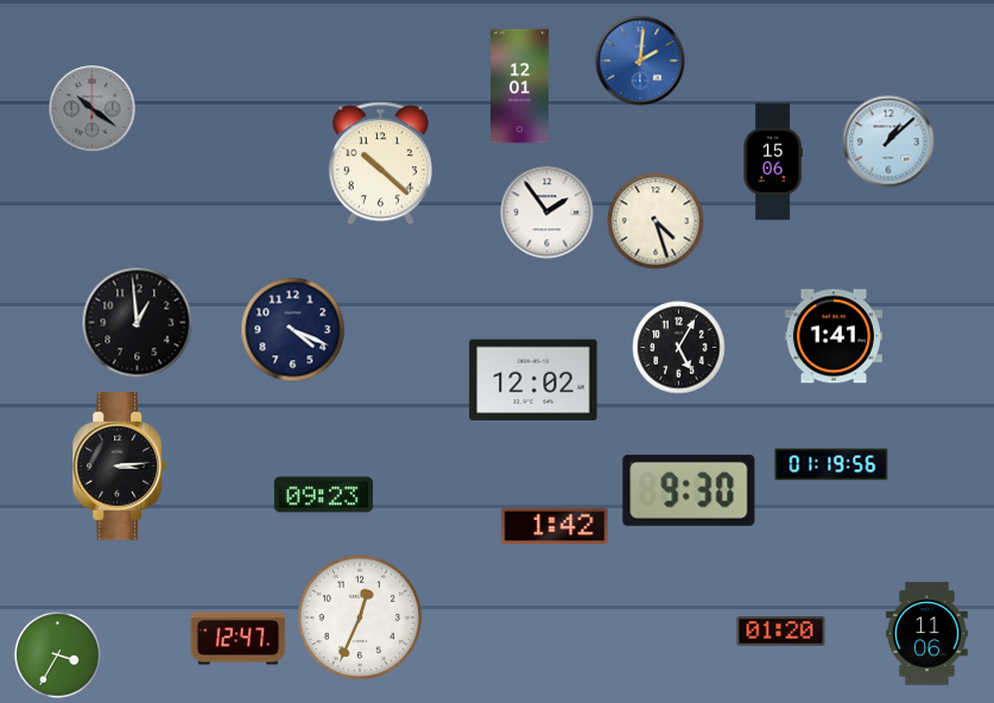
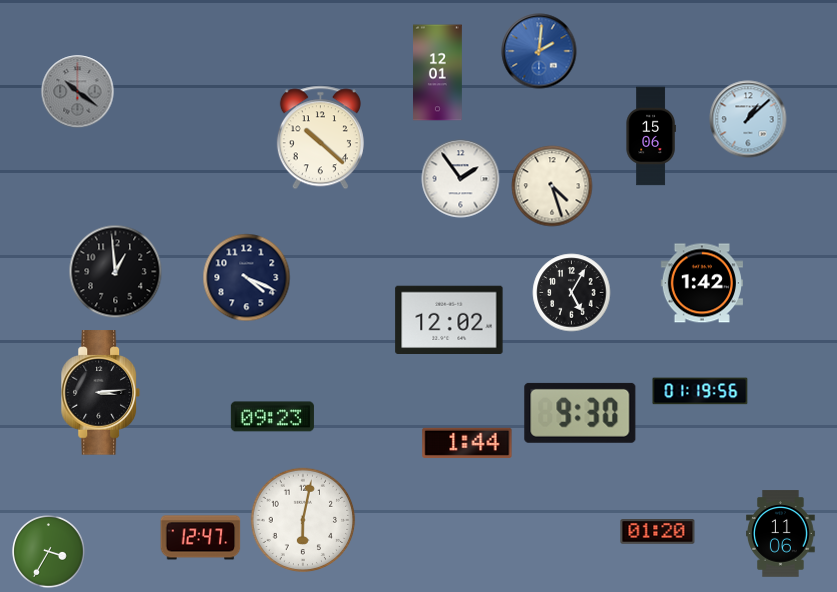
clock at (832, 336): 1:41 -> 1:42
clock at (555, 526): 1:42 -> 1:44
clock at (360, 617): 12:34 -> 6:02
